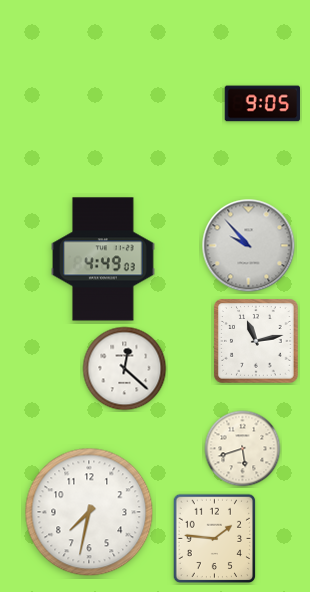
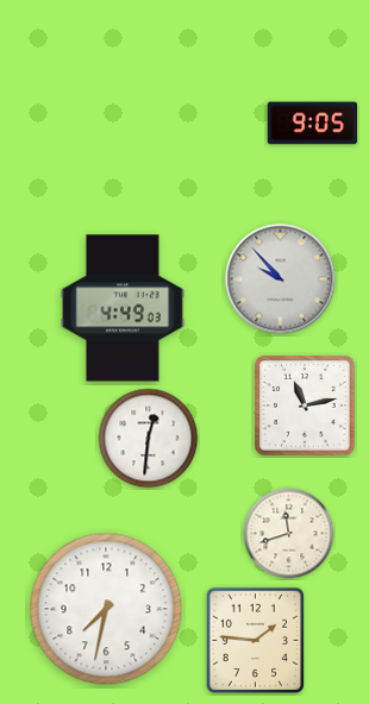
clock at (249, 246) position: (249, 246) -> (281, 279)
clock at (125, 369): 12:22 -> 12:31
clock at (243, 449): 5:42 -> 11:42
